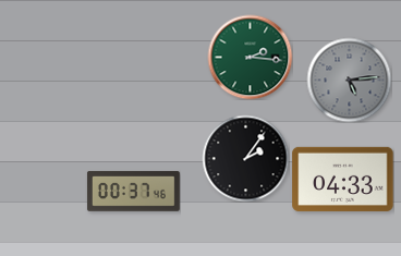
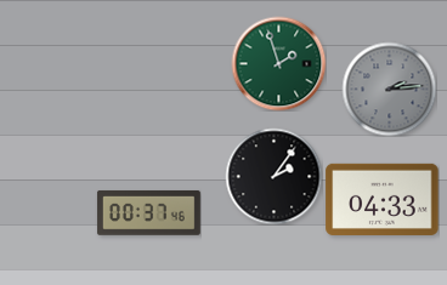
clock at (250, 57): 2:16 -> 1:57
clock at (349, 80): 5:14 -> 2:14
